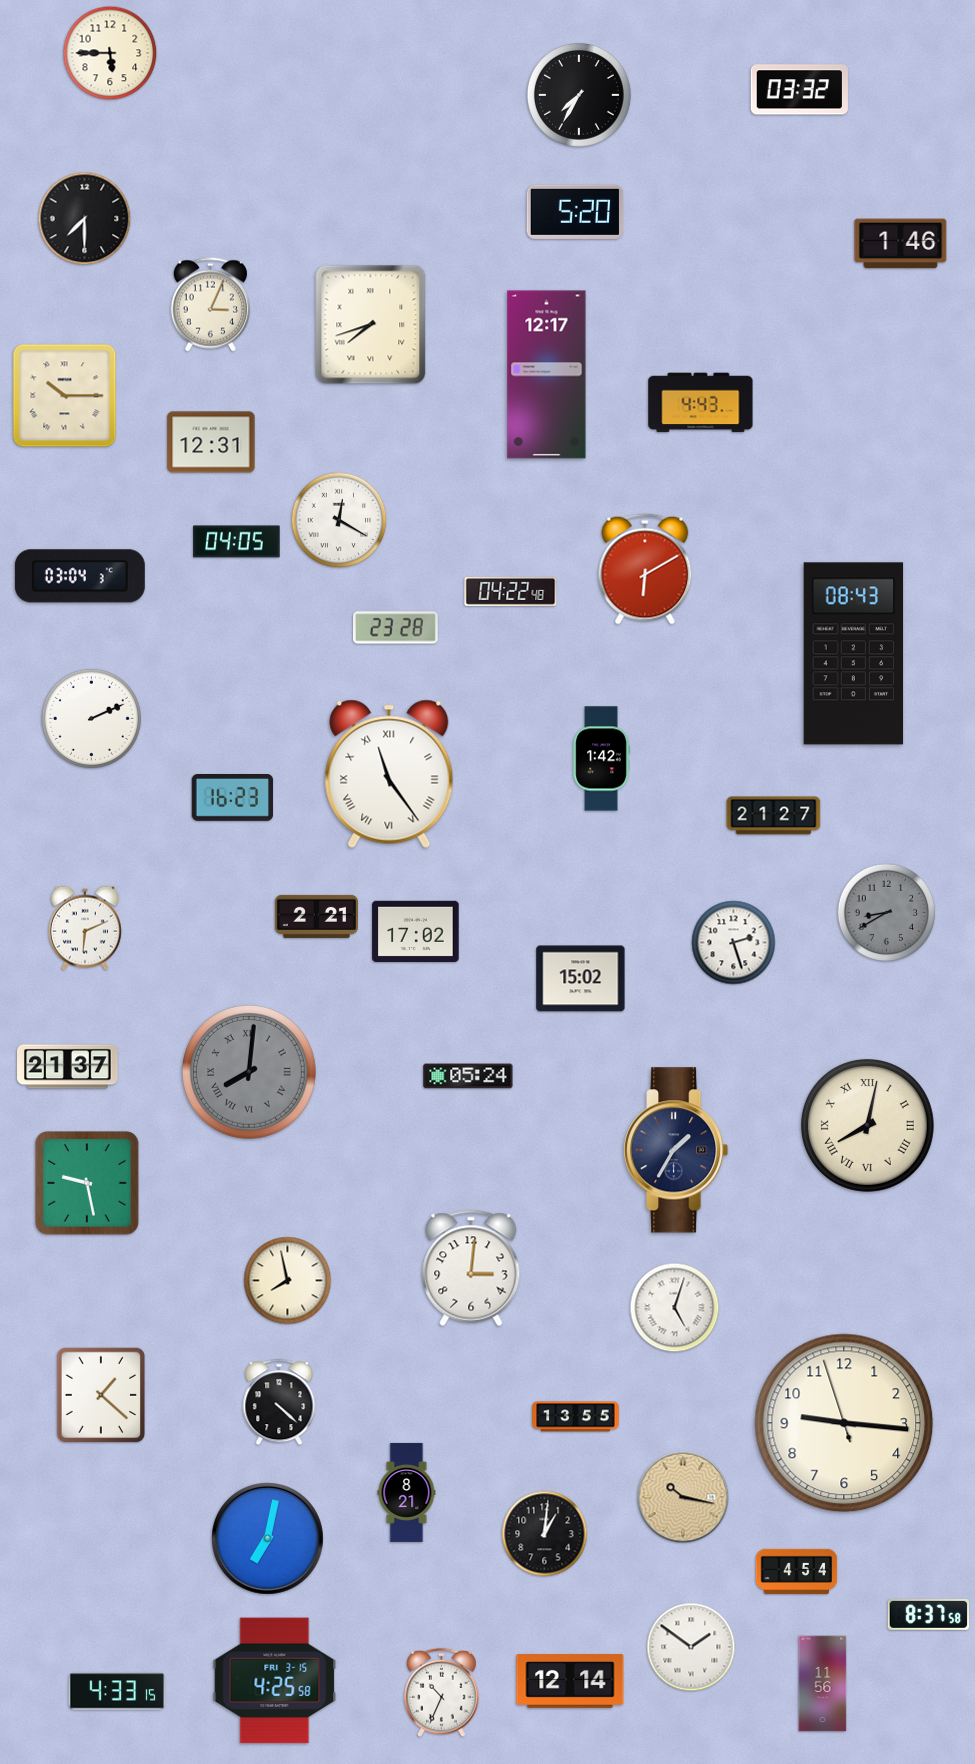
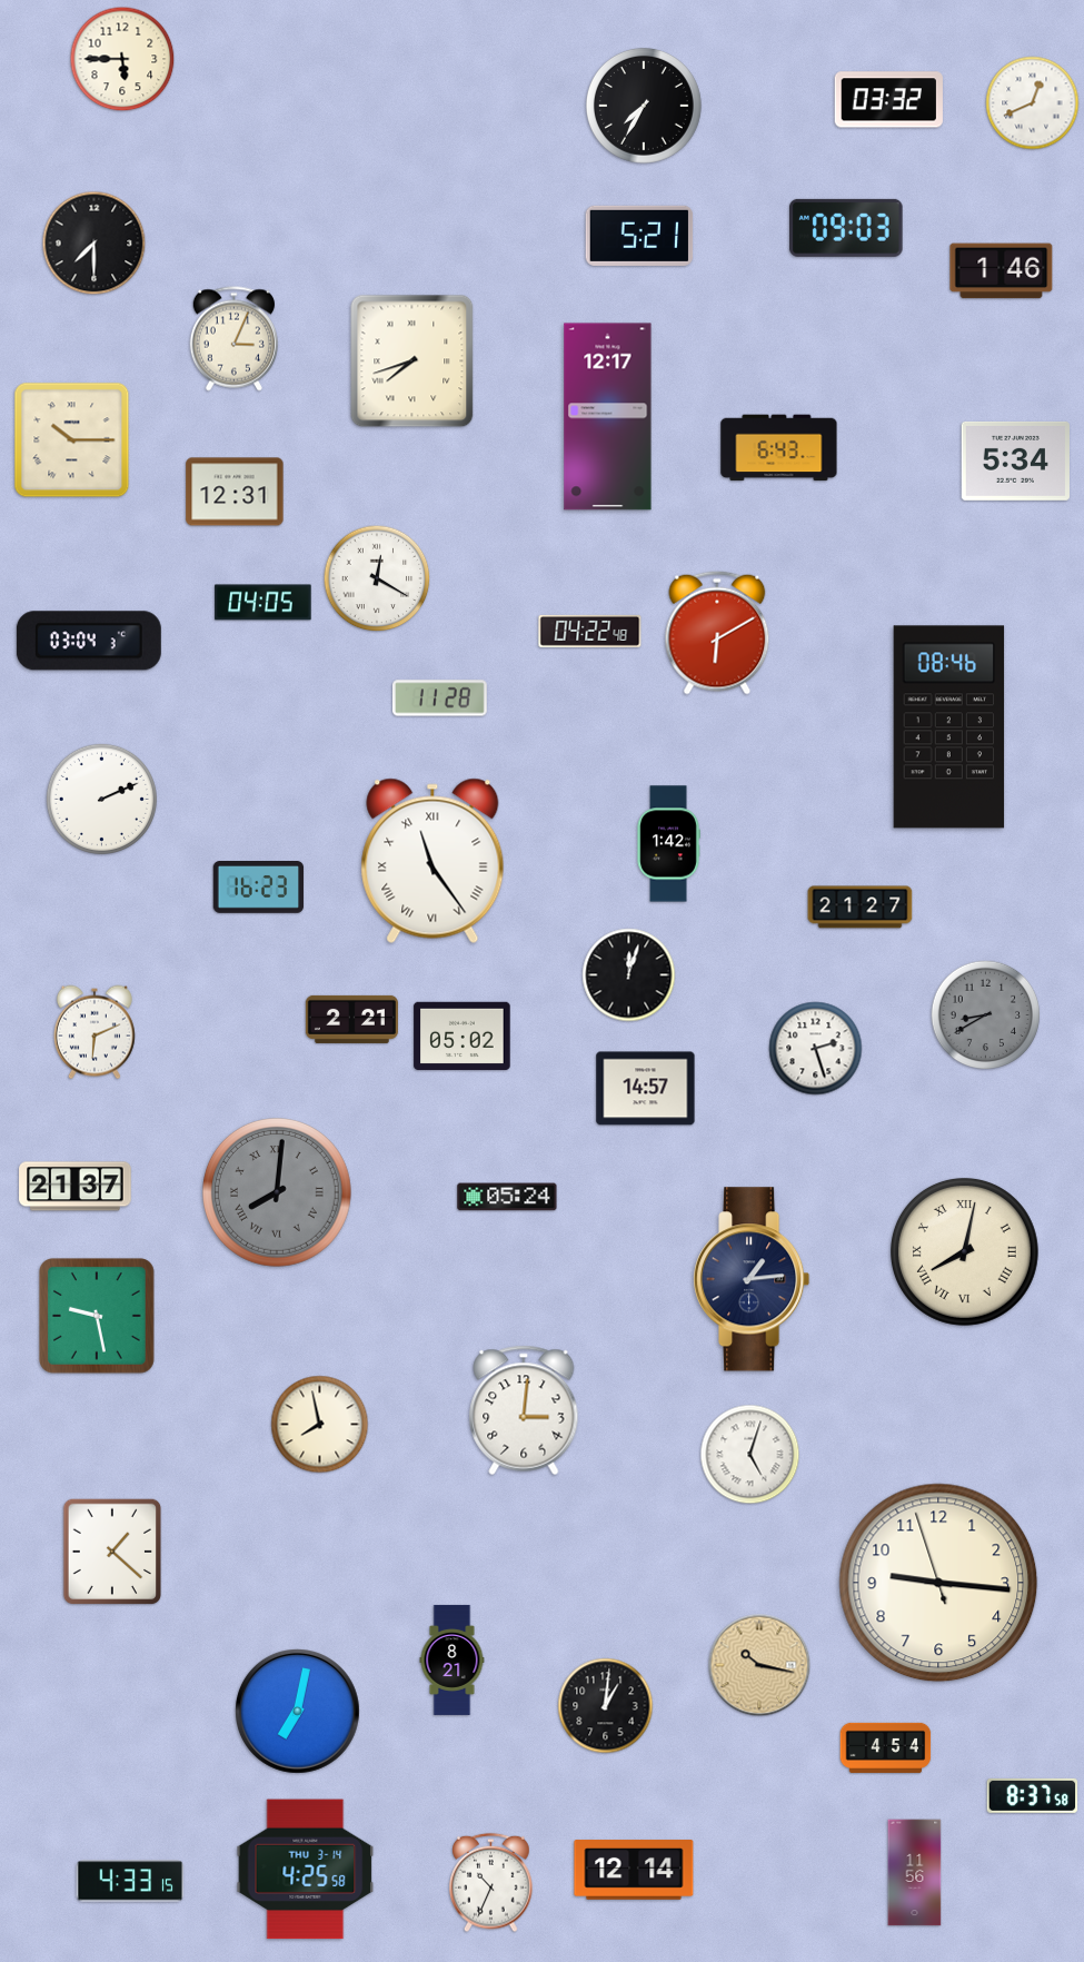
clock at (1033, 103): none -> 12:41
clock at (847, 228): none -> 09:03
clock at (575, 212): 5:20 -> 5:21
clock at (701, 403): 4:43 -> 6:43
clock at (1015, 460): none -> 5:34
clock at (511, 591) position: (511, 591) -> (590, 631)
clock at (396, 628): 23:28 -> 11:28
clock at (854, 654): 08:43 -> 08:46
clock at (629, 975): none -> 12:03
clock at (416, 931): 17:02 -> 05:02
clock at (581, 979): 15:02 -> 14:57
clock at (468, 1076) position: (468, 1076) -> (507, 1197)
clock at (677, 1150): 1:35 -> 1:14
clock at (279, 1402): 4:22 -> none
clock at (576, 1417): 13:55 -> none
clock at (691, 1647): 1:51 -> none
clock at (275, 1681) date: FRI 3-15 -> THU 3-14
